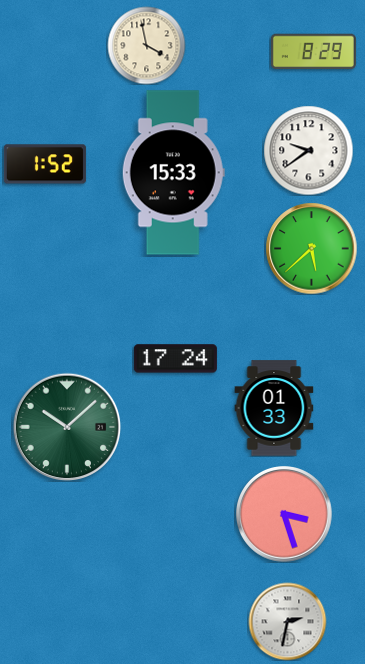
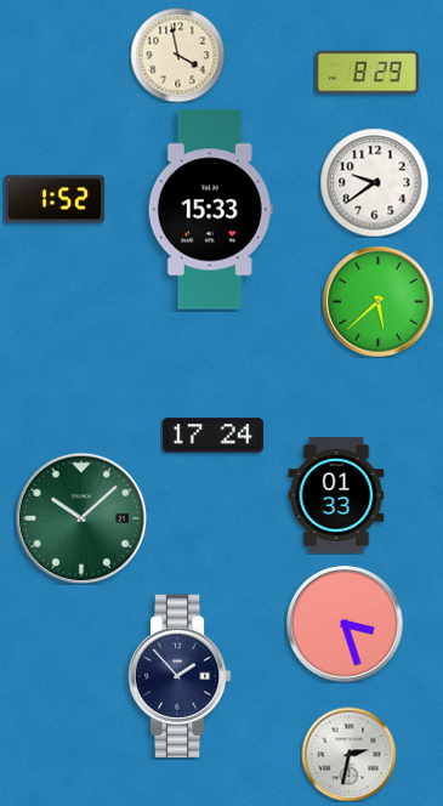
clock at (313, 52) position: (313, 52) -> (367, 73)
clock at (274, 408) position: (274, 408) -> (336, 495)
clock at (180, 675): none -> 1:53
